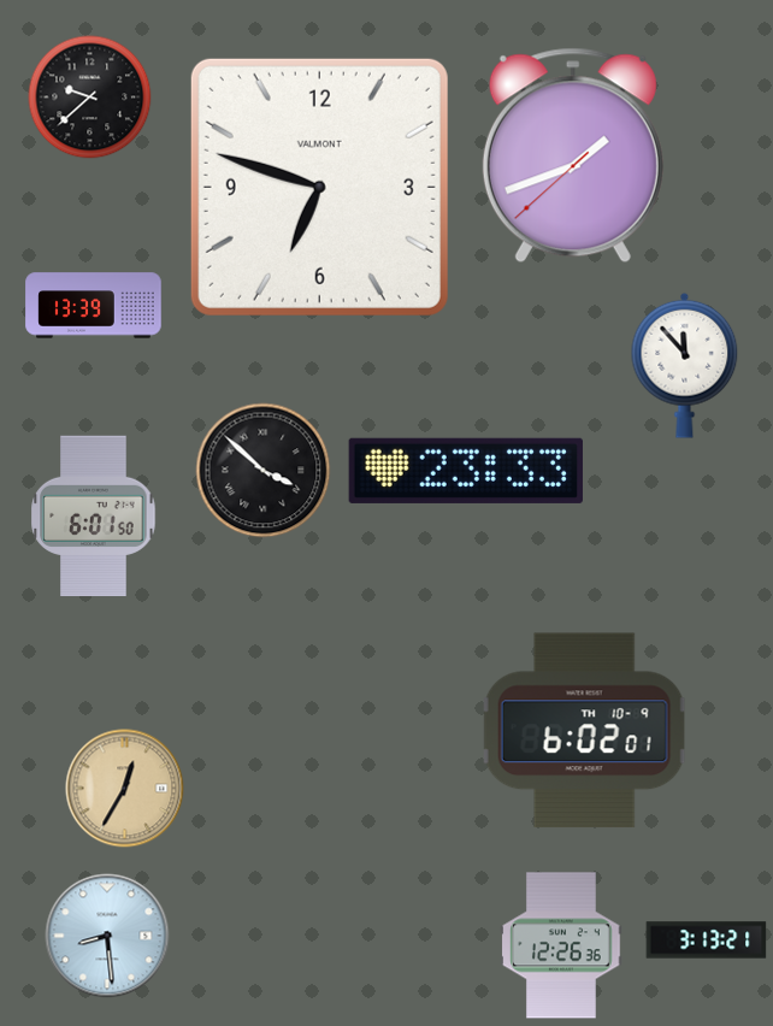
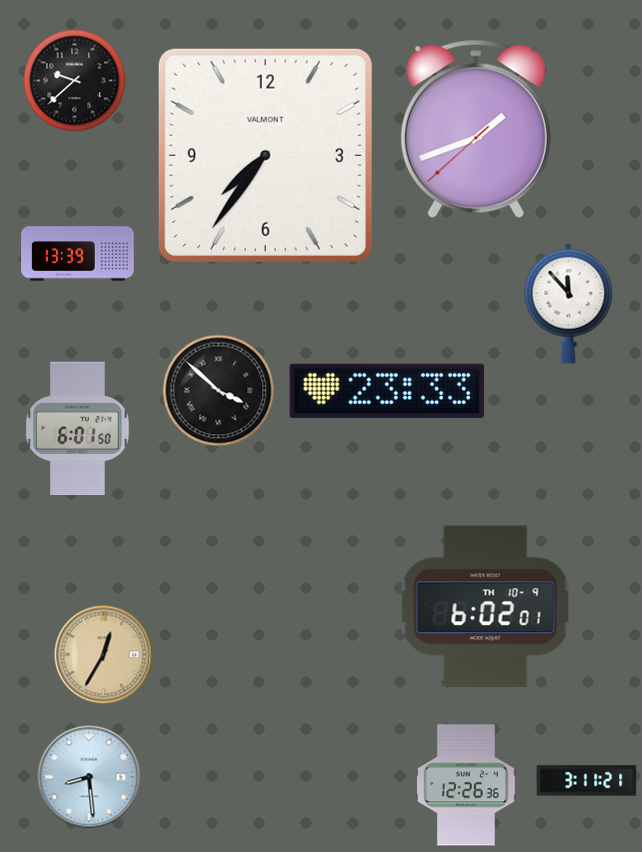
clock at (319, 187): 6:48 -> 7:36
clock at (707, 940): 3:13 -> 3:11
